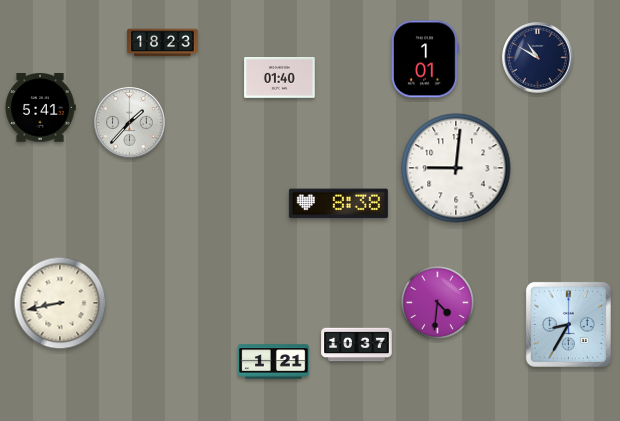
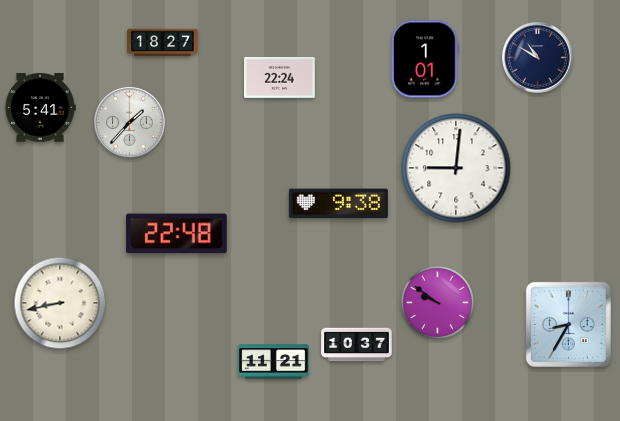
clock at (163, 43): 18:23 -> 18:27
clock at (280, 78): 01:40 -> 22:24
clock at (338, 204): 8:38 -> 9:38
clock at (176, 234): none -> 22:48
clock at (437, 302): 4:31 -> 9:51
clock at (274, 362): 1:21 -> 11:21
